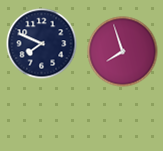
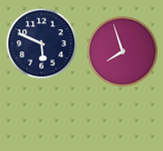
clock at (42, 44): 7:49 -> 5:49
